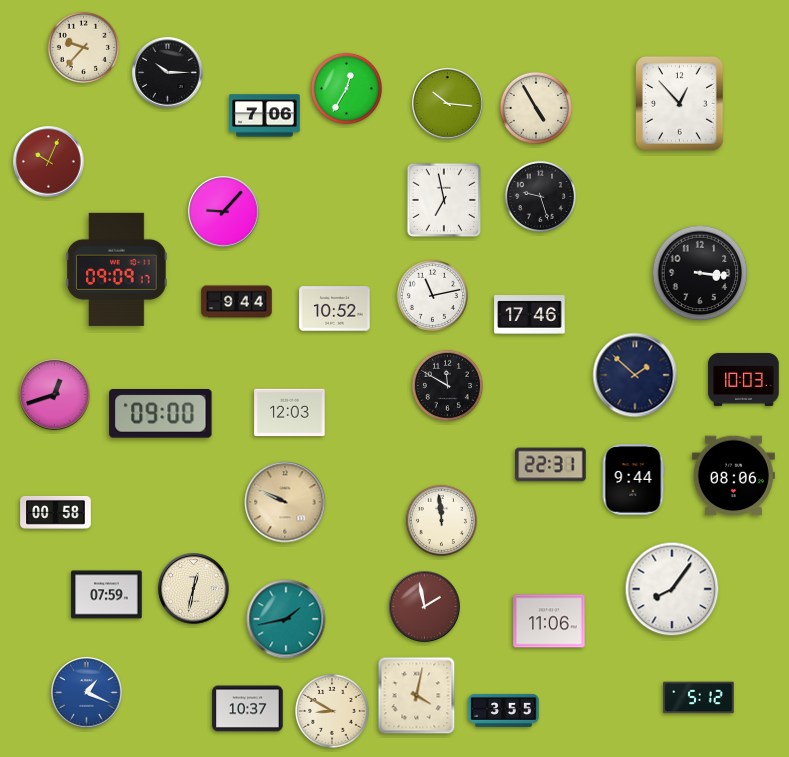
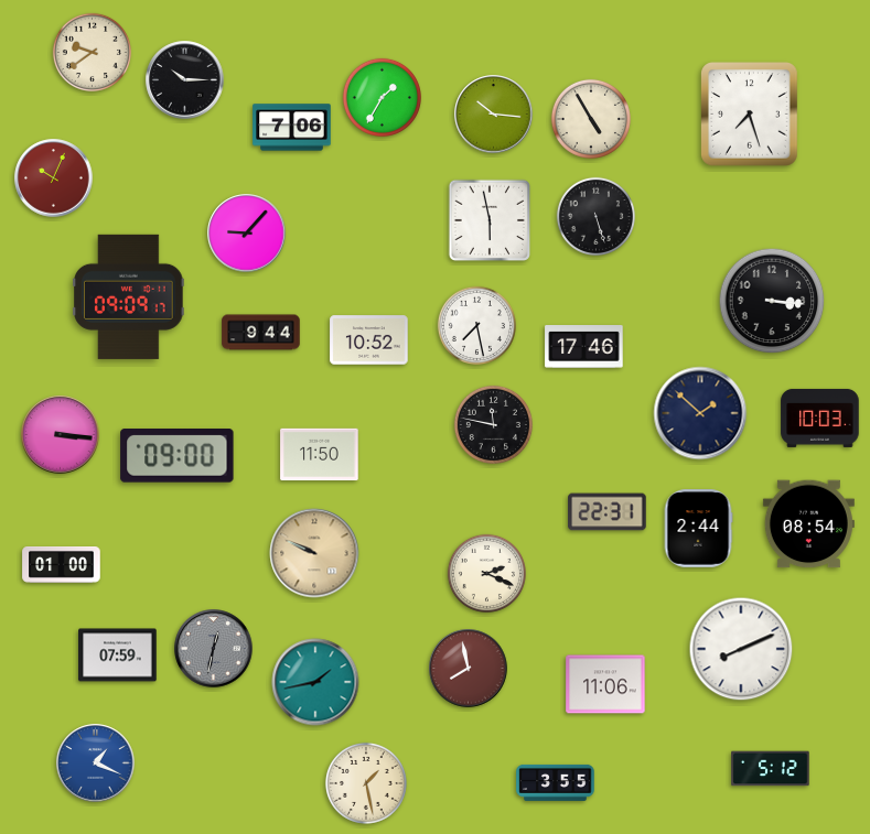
clock at (83, 47): 9:37 -> 9:39
clock at (346, 88): 12:35 -> 1:35
clock at (680, 104): 12:53 -> 7:27
clock at (540, 196): 9:27 -> 5:27
clock at (443, 199): 6:58 -> 5:58
clock at (432, 295): 11:13 -> 7:28
clock at (447, 385): 11:50 -> 11:47
clock at (55, 395): 12:42 -> 3:16
clock at (290, 413): 12:03 -> 11:50
clock at (733, 476): 08:06 -> 08:54
clock at (633, 480): 9:44 -> 2:44
clock at (56, 513): 00:58 -> 01:00
clock at (441, 520): 11:59 -> 2:19
clock at (194, 589) dial: cream -> grey
clock at (672, 589): 8:06 -> 8:11
clock at (425, 607): 1:58 -> 7:58
clock at (417, 696): 4:02 -> none
clock at (248, 709): 10:37 -> none
clock at (332, 711): 8:50 -> 1:28
